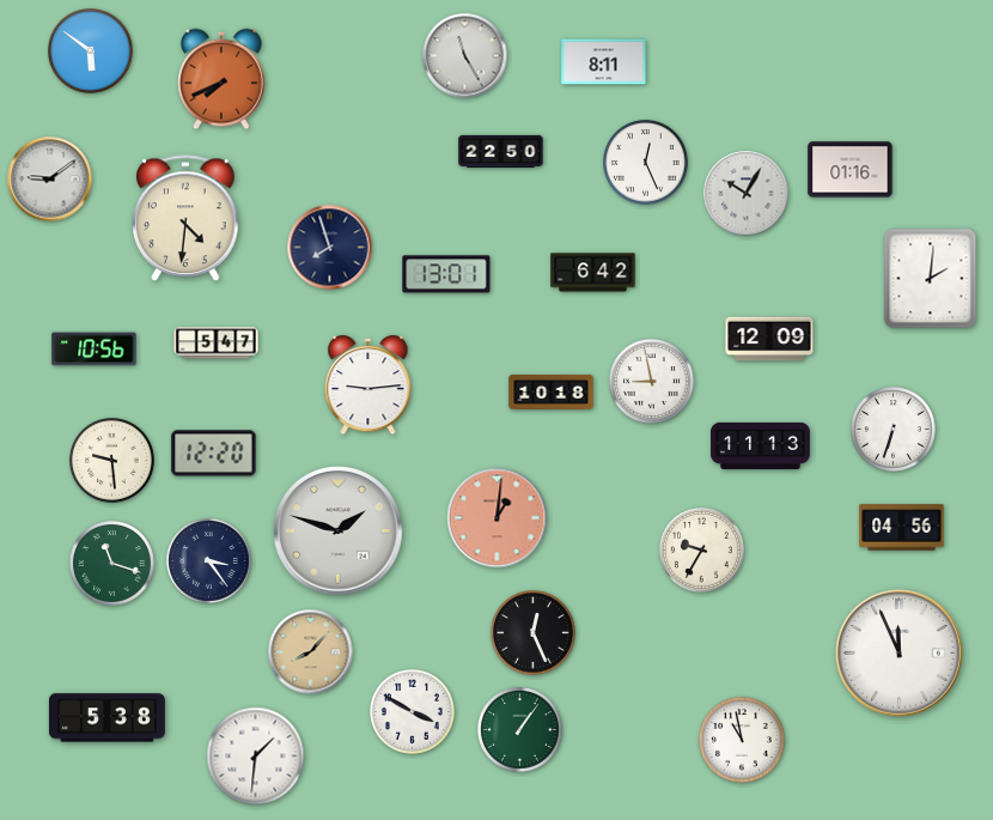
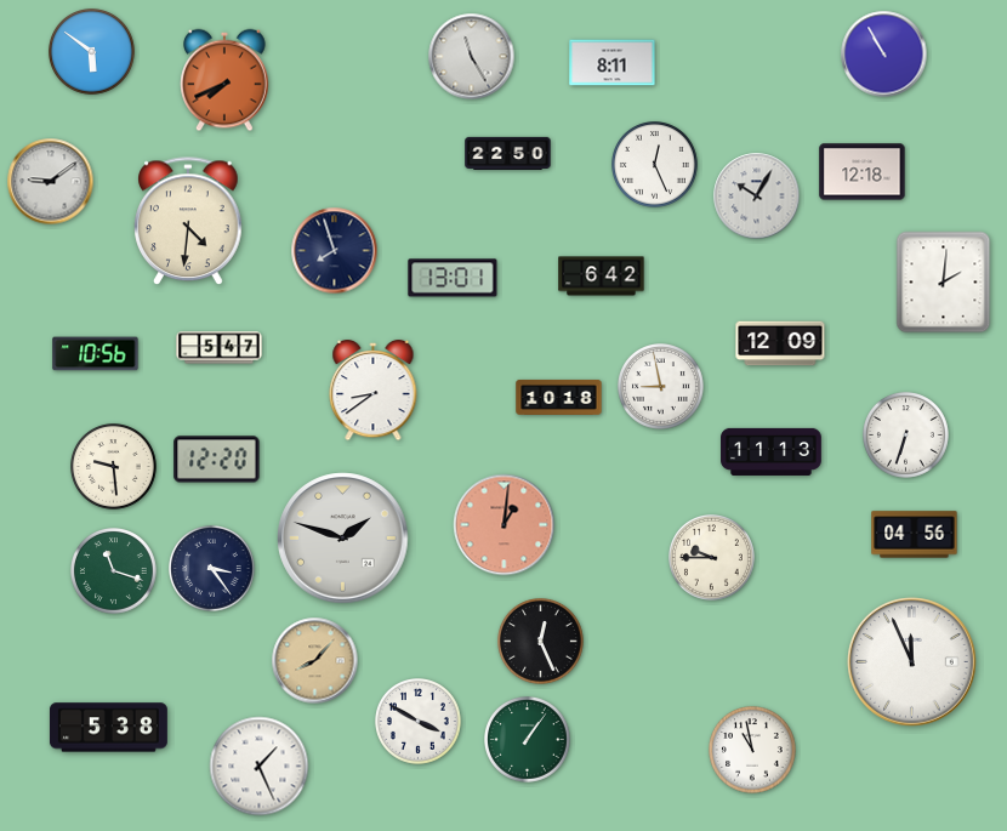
clock at (884, 55): none -> 10:55
clock at (851, 170): 01:16 -> 12:18
clock at (368, 385): 9:14 -> 8:39
clock at (702, 551): 9:35 -> 9:45
clock at (256, 757): 1:31 -> 1:26
